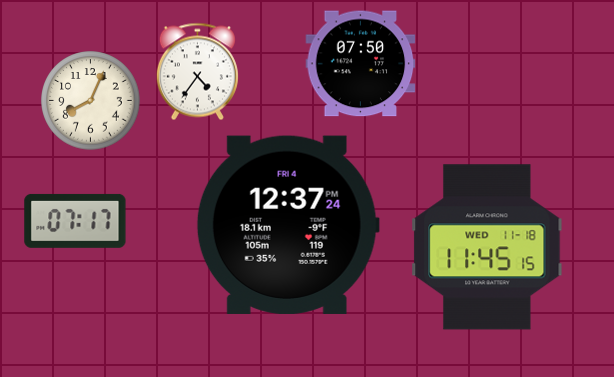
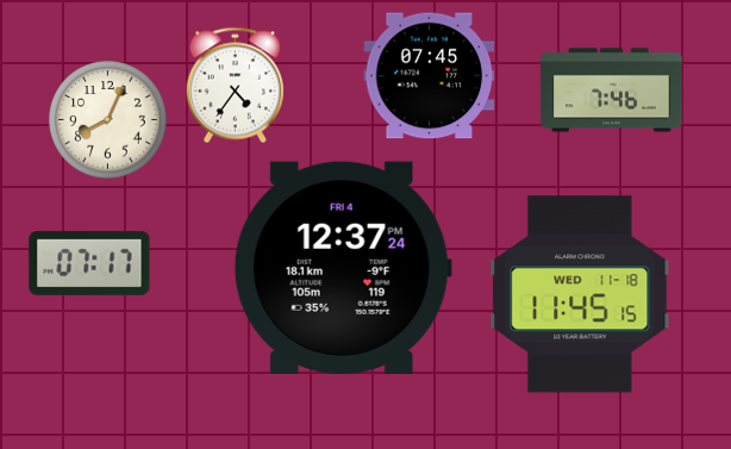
clock at (361, 64): 07:50 -> 07:45
clock at (612, 91): none -> 7:46
